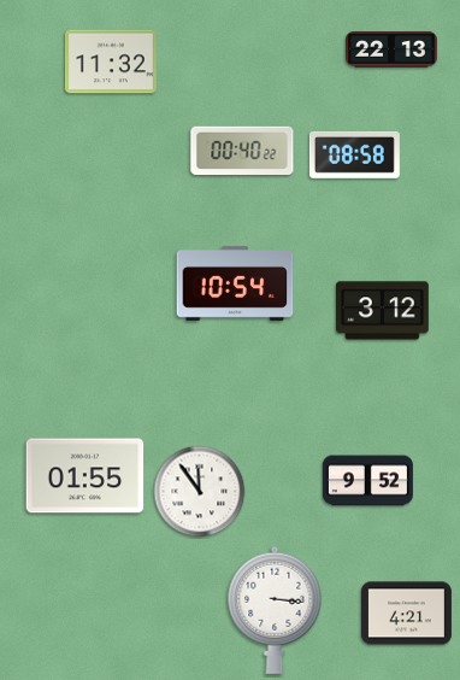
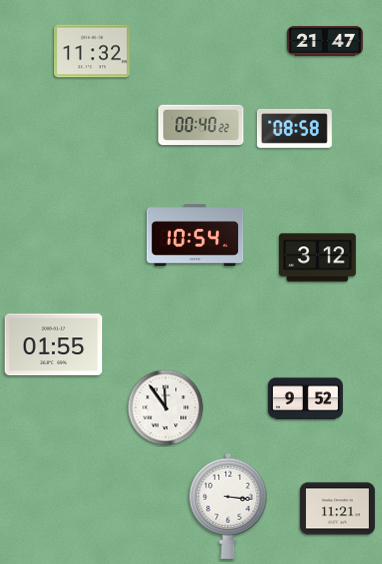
clock at (393, 49): 22:13 -> 21:47
clock at (85, 476) position: (85, 476) -> (54, 345)
clock at (406, 614): 4:21 -> 11:21
